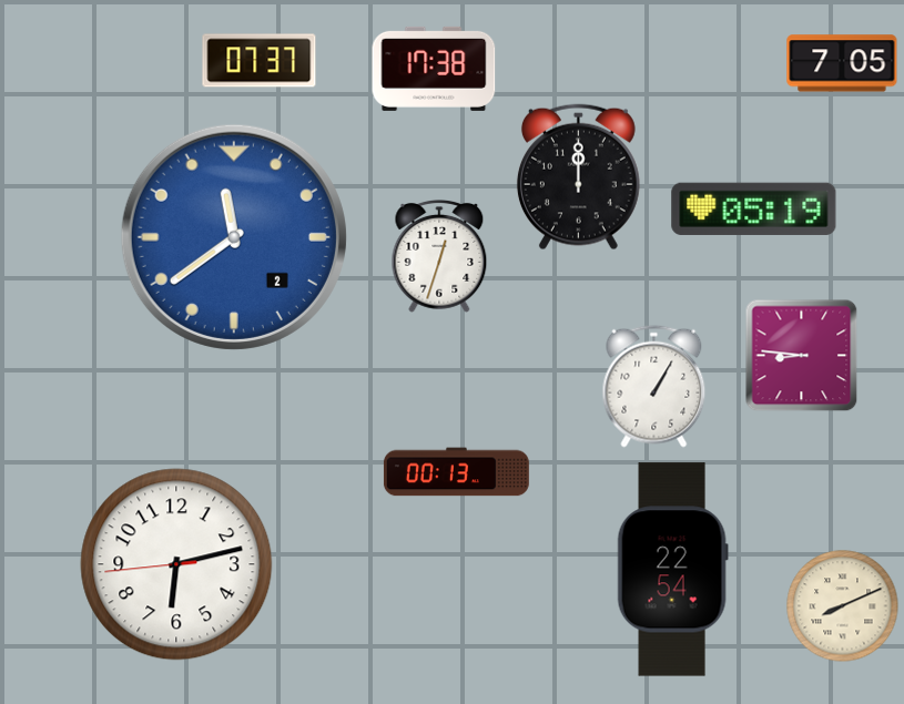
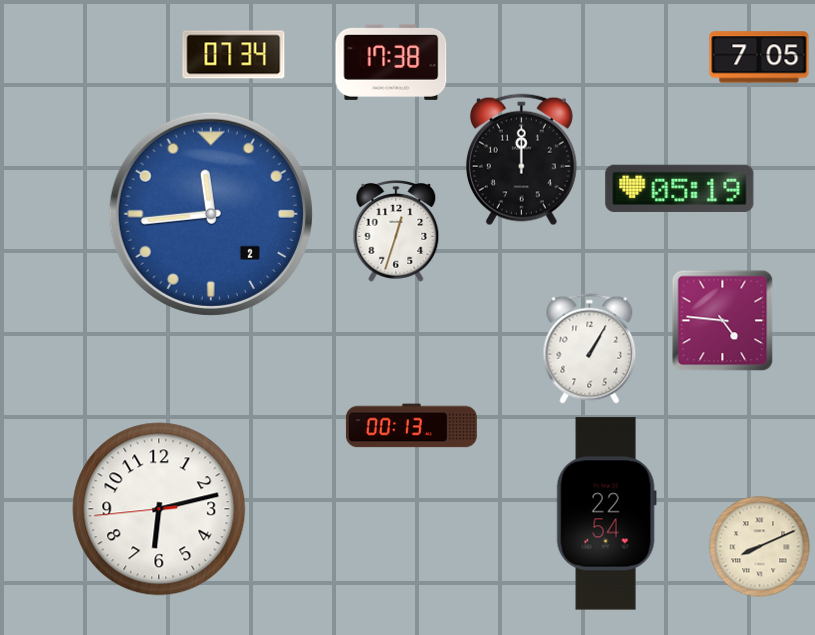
clock at (260, 61): 07:37 -> 07:34
clock at (234, 237): 11:39 -> 11:44
clock at (801, 355): 8:46 -> 4:46
